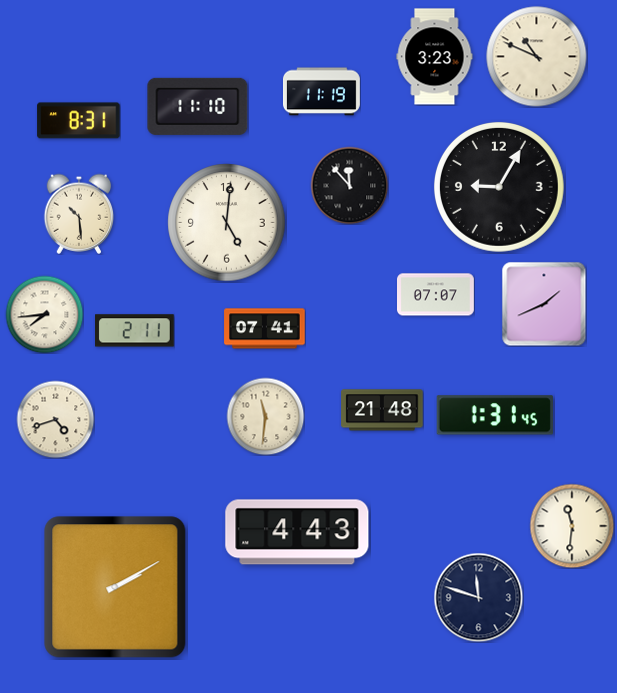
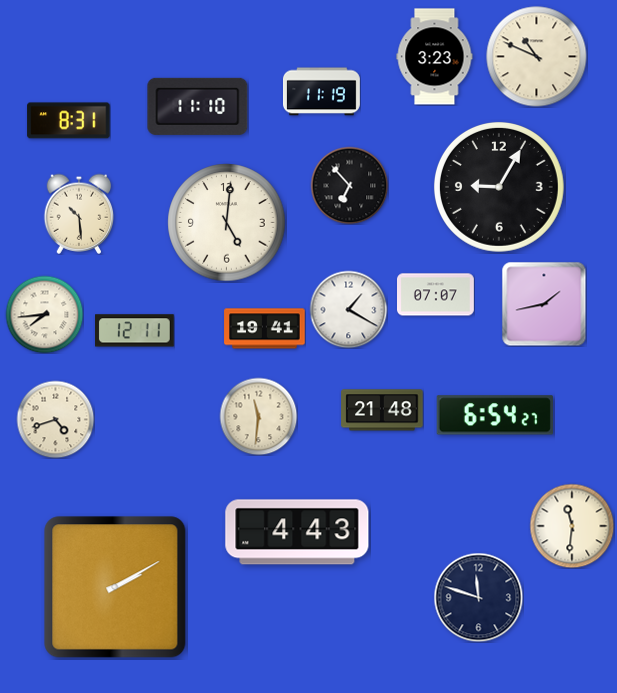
clock at (79, 121) position: (79, 121) -> (69, 121)
clock at (349, 185): 11:53 -> 6:53
clock at (544, 304): 1:41 -> 1:43
clock at (348, 309): none -> 1:20
clock at (265, 329): 07:41 -> 19:41
clock at (135, 331): 2:11 -> 12:11
clock at (495, 415): 1:31 -> 6:54
clock at (265, 416) position: (265, 416) -> (258, 416)
